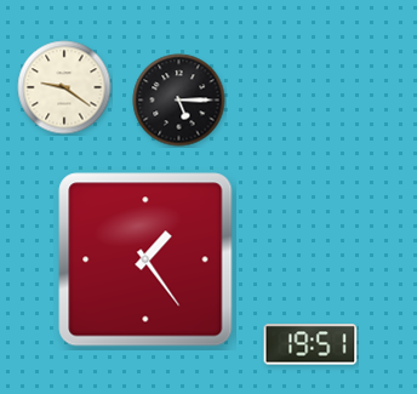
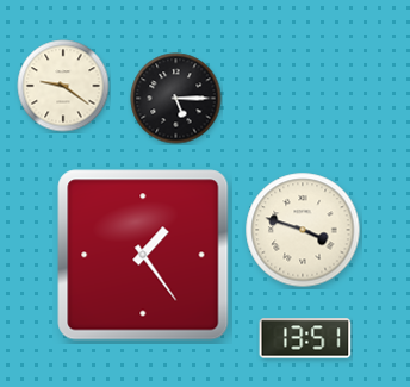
clock at (303, 230): none -> 3:48
clock at (310, 344): 19:51 -> 13:51
